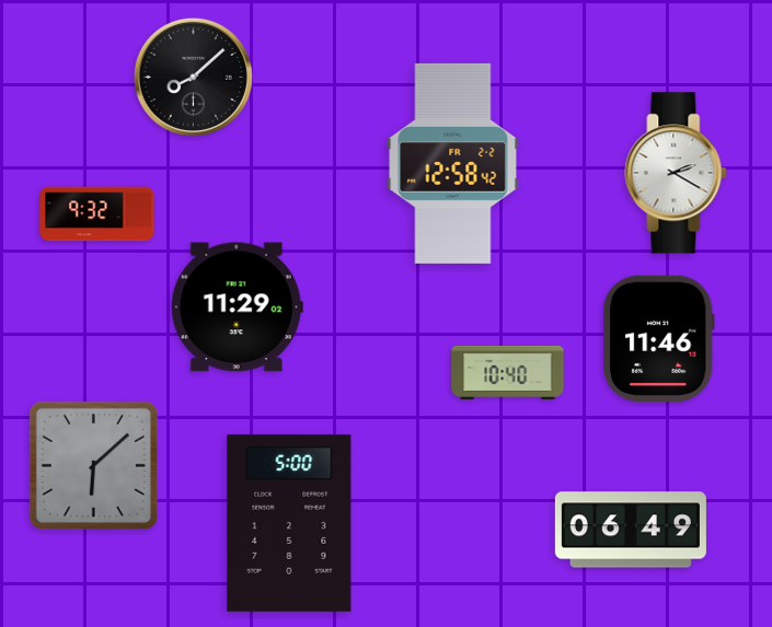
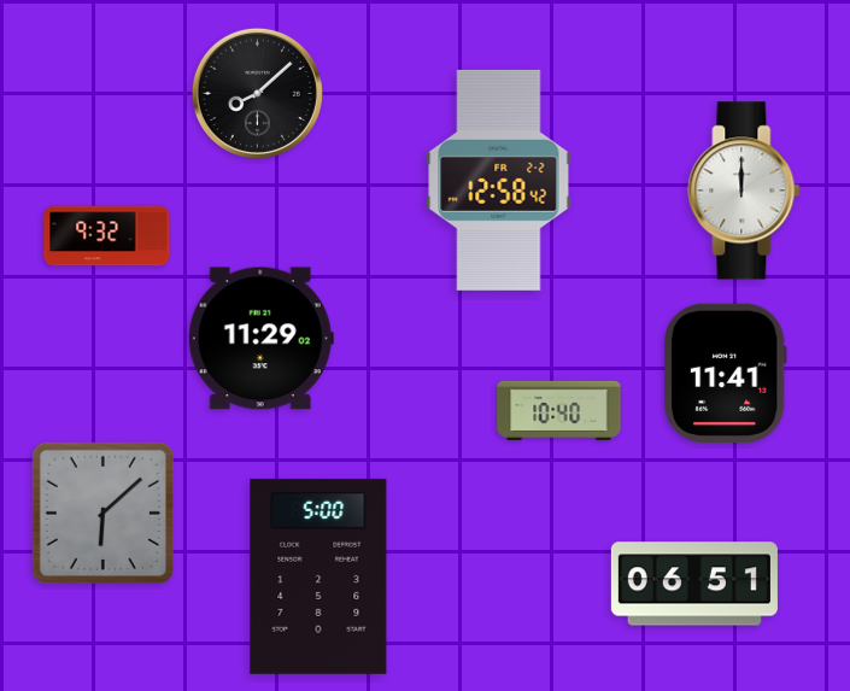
clock at (193, 77) position: (193, 77) -> (257, 93)
clock at (676, 173): 2:20 -> 12:00
clock at (658, 338): 11:46 -> 11:41
clock at (631, 530): 06:49 -> 06:51
